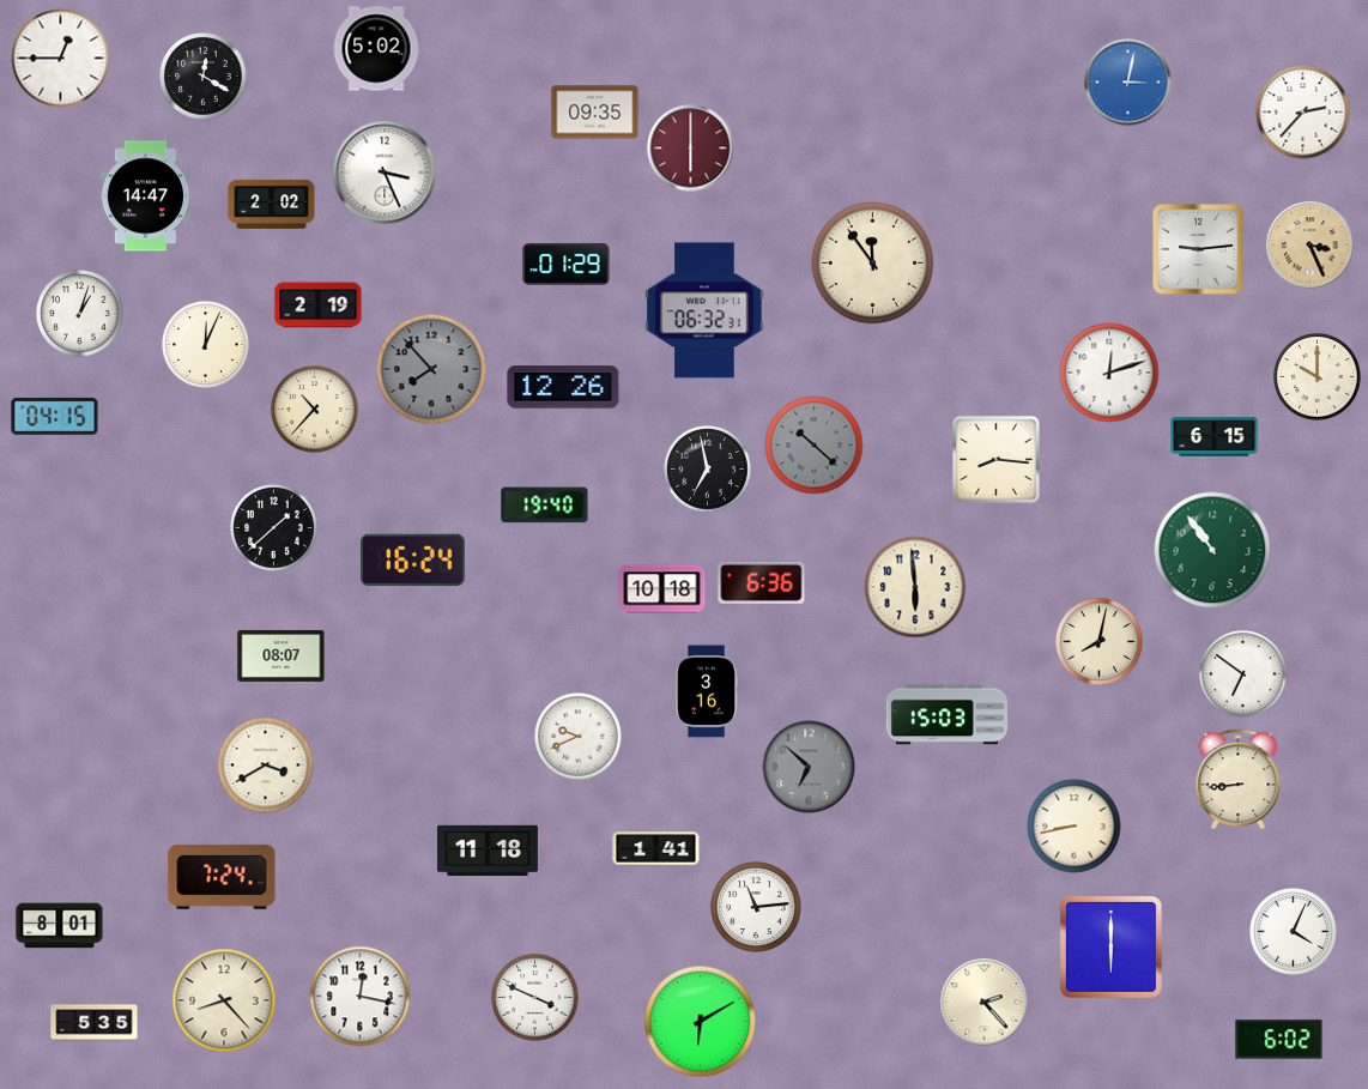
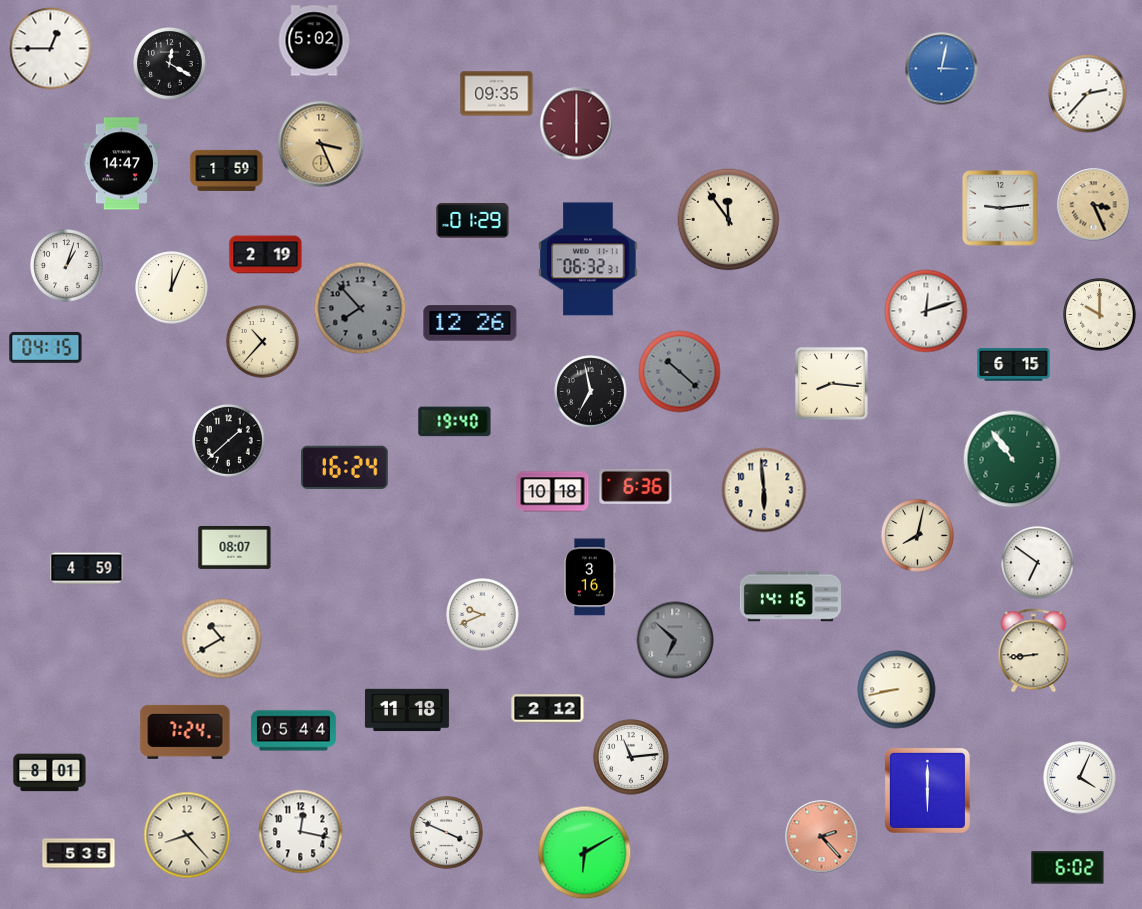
clock at (385, 173) dial: white -> champagne
clock at (272, 204): 2:02 -> 1:59
clock at (80, 314) position: (80, 314) -> (67, 266)
clock at (87, 569): none -> 4:59
clock at (946, 715): 15:03 -> 14:16
clock at (266, 766): 3:40 -> 10:40
clock at (656, 849): 1:41 -> 2:12
clock at (293, 731): none -> 05:44
clock at (985, 1003) dial: cream -> salmon
